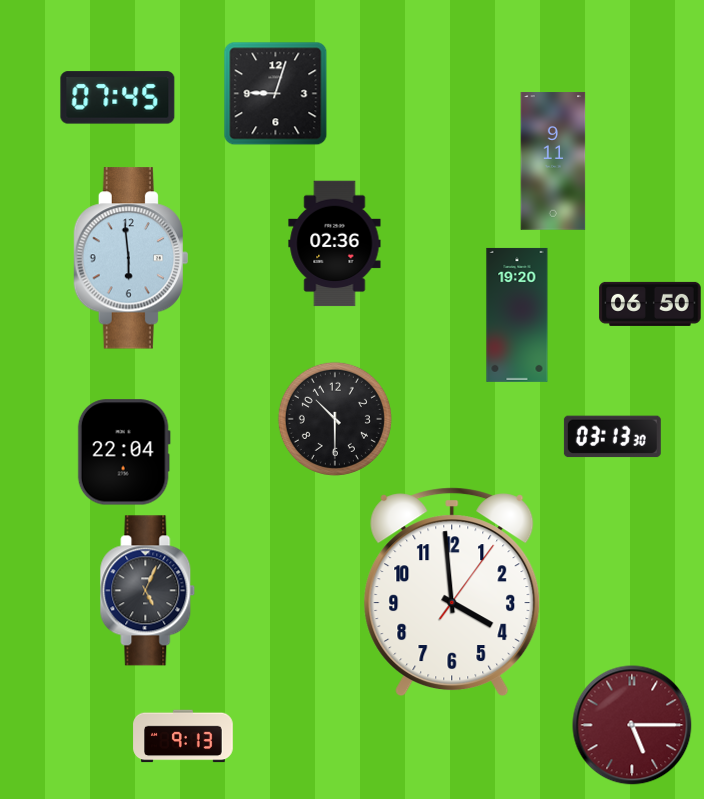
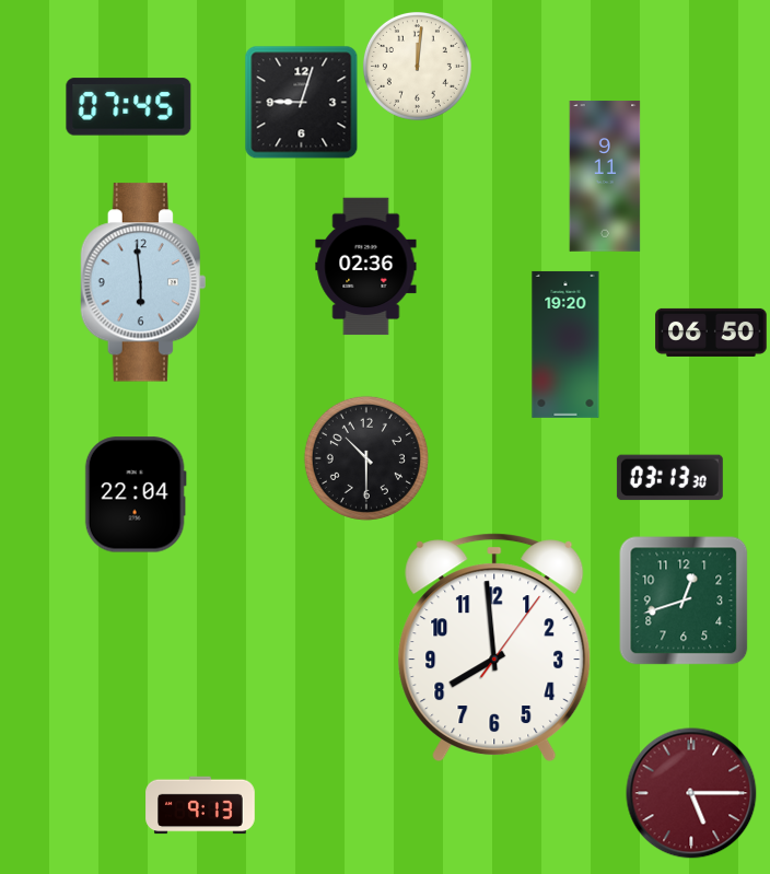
clock at (417, 66): none -> 12:01
clock at (684, 601): none -> 12:42
clock at (148, 591): 5:04 -> none
clock at (452, 592): 3:59 -> 7:59
